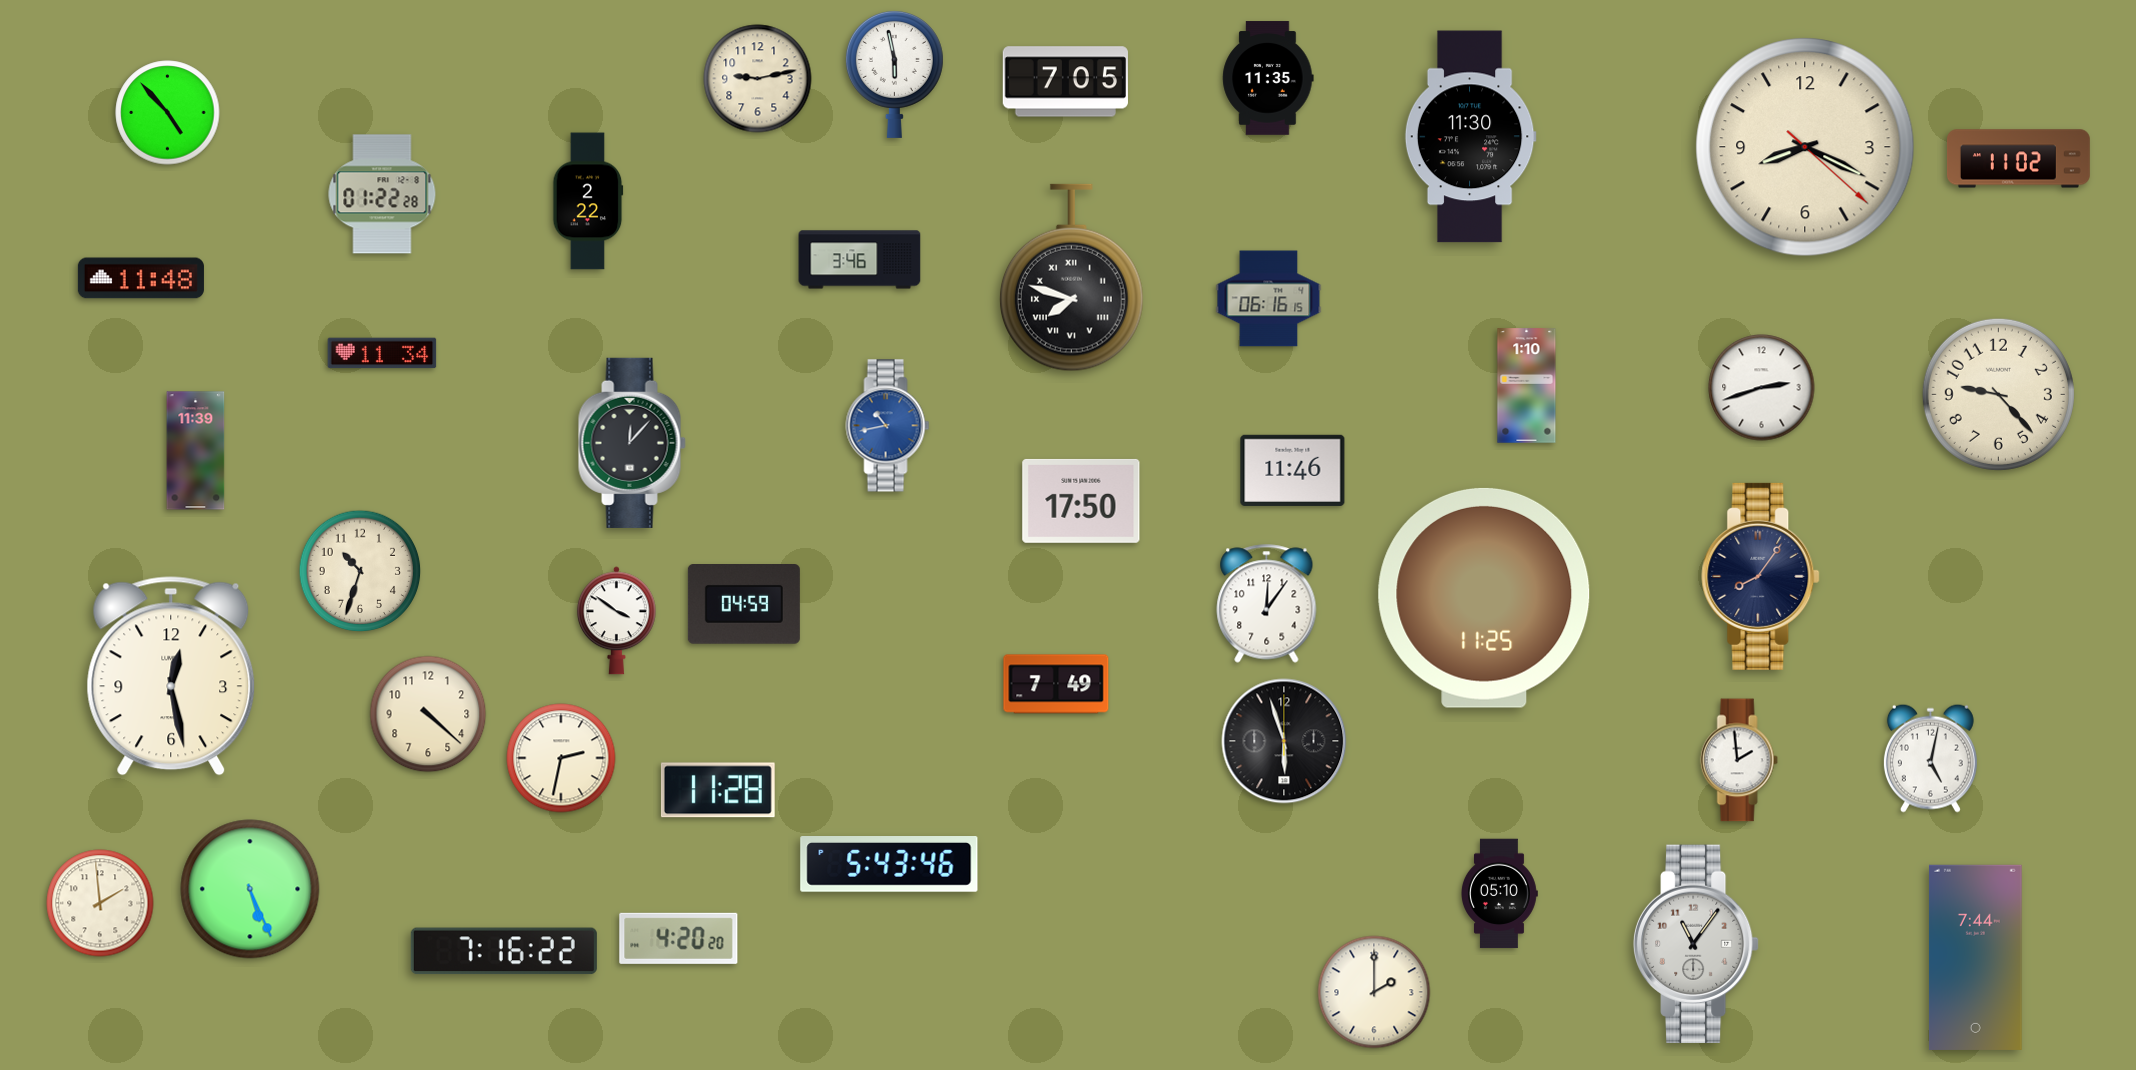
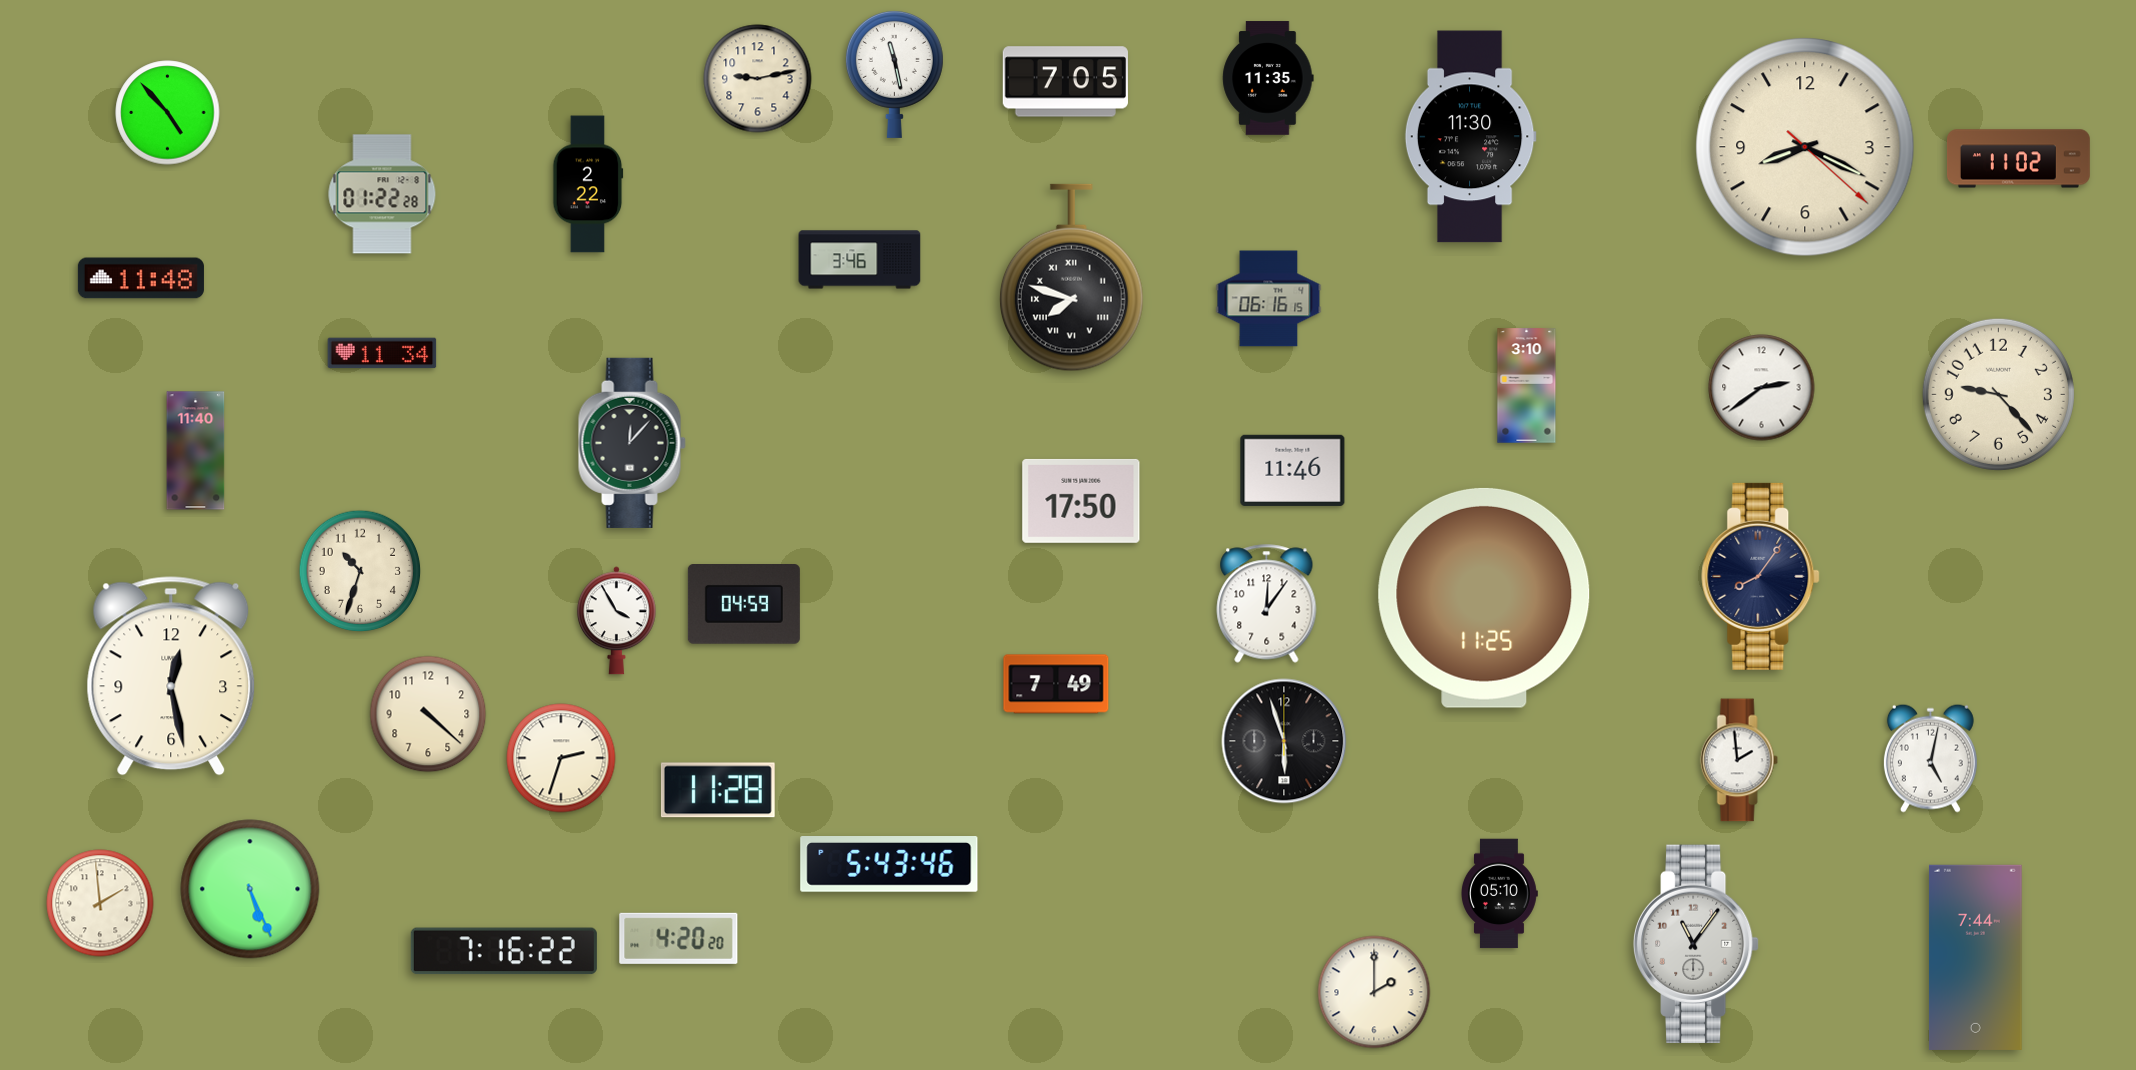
clock at (894, 74): 5:58 -> 11:28
clock at (588, 201) position: (588, 201) -> (588, 184)
clock at (1527, 386): 1:10 -> 3:10
clock at (1762, 388): 2:42 -> 2:39
clock at (888, 426): 10:43 -> none
clock at (196, 451): 11:39 -> 11:40
clock at (616, 621): 3:51 -> 3:55
clock at (561, 758): 2:32 -> 2:33
